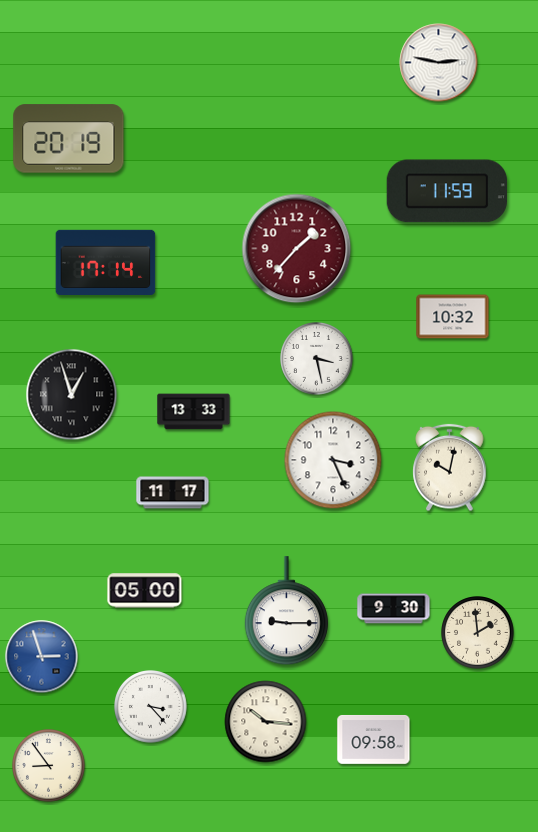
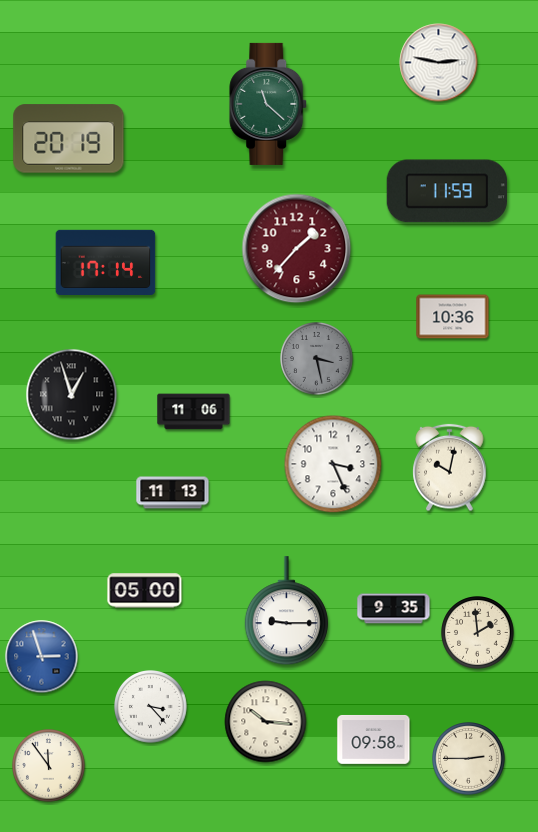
clock at (269, 104): none -> 11:22
clock at (453, 317): 10:32 -> 10:36
clock at (317, 359) dial: white -> grey
clock at (194, 412): 13:33 -> 11:06
clock at (333, 460) position: (333, 460) -> (333, 464)
clock at (173, 493): 11:17 -> 11:13
clock at (394, 609): 9:30 -> 9:35
clock at (469, 759): none -> 2:45
clock at (49, 766): 8:54 -> 11:54
